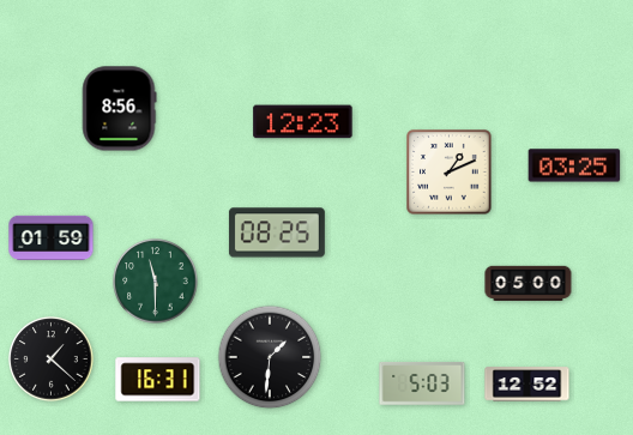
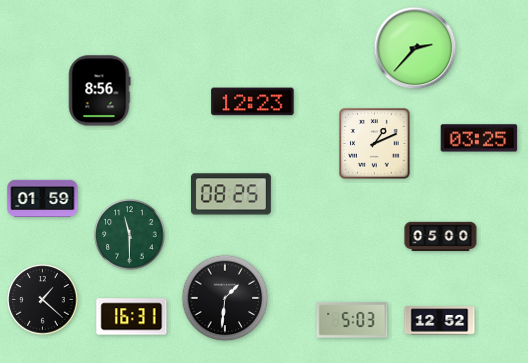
clock at (415, 48): none -> 2:37
